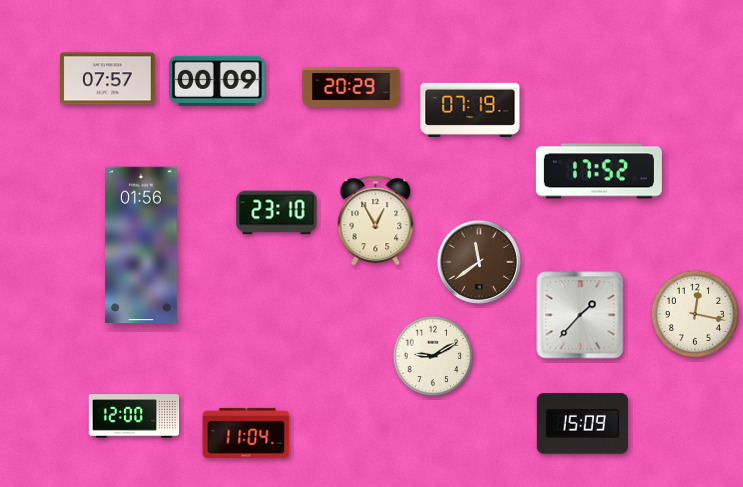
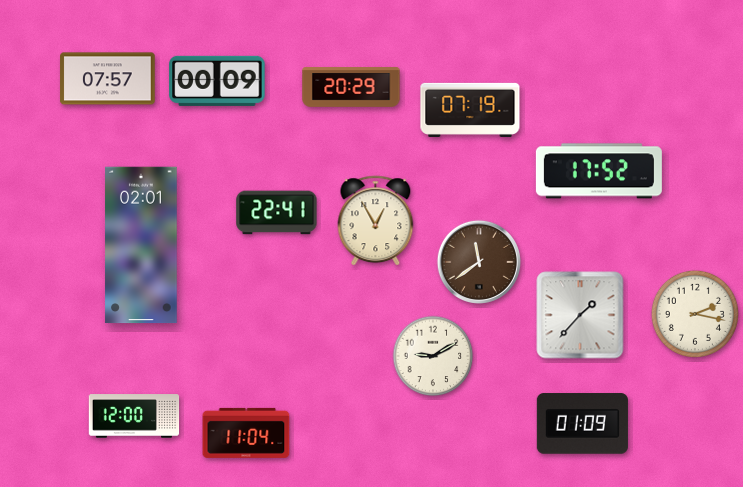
clock at (277, 213): 23:10 -> 22:41
clock at (141, 245): 01:56 -> 02:01
clock at (695, 314): 12:17 -> 2:17
clock at (582, 424): 15:09 -> 01:09
